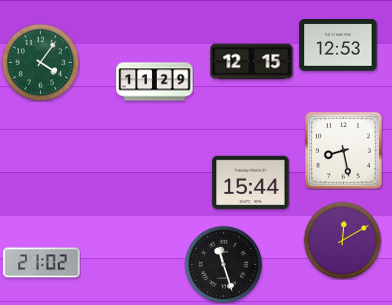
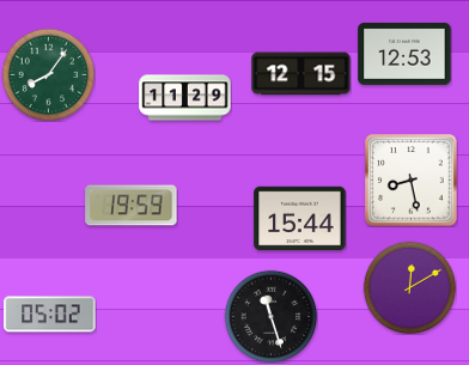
clock at (40, 62): 4:06 -> 8:06
clock at (132, 206): none -> 19:59
clock at (42, 263): 21:02 -> 05:02
clock at (223, 264) position: (223, 264) -> (270, 316)
